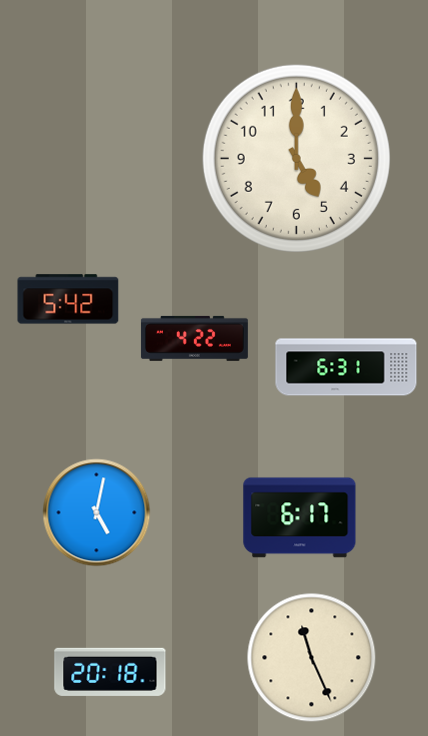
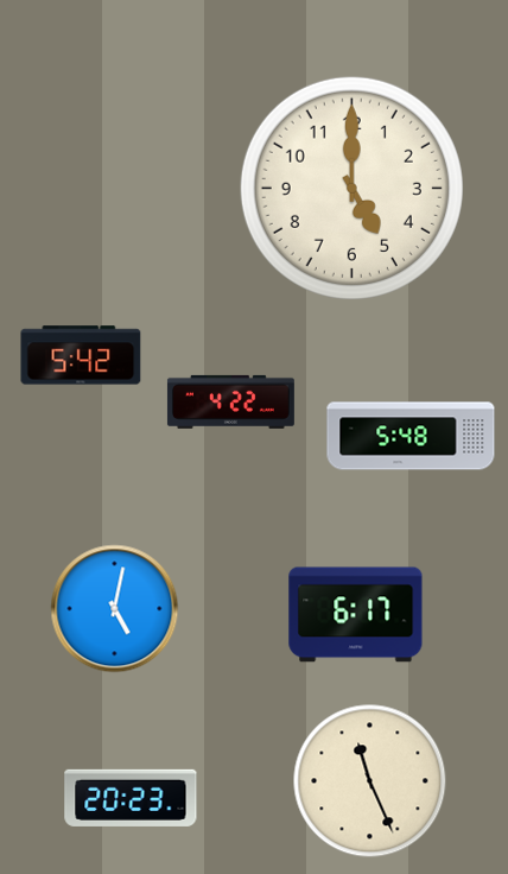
clock at (346, 367): 6:31 -> 5:48
clock at (110, 672): 20:18 -> 20:23
